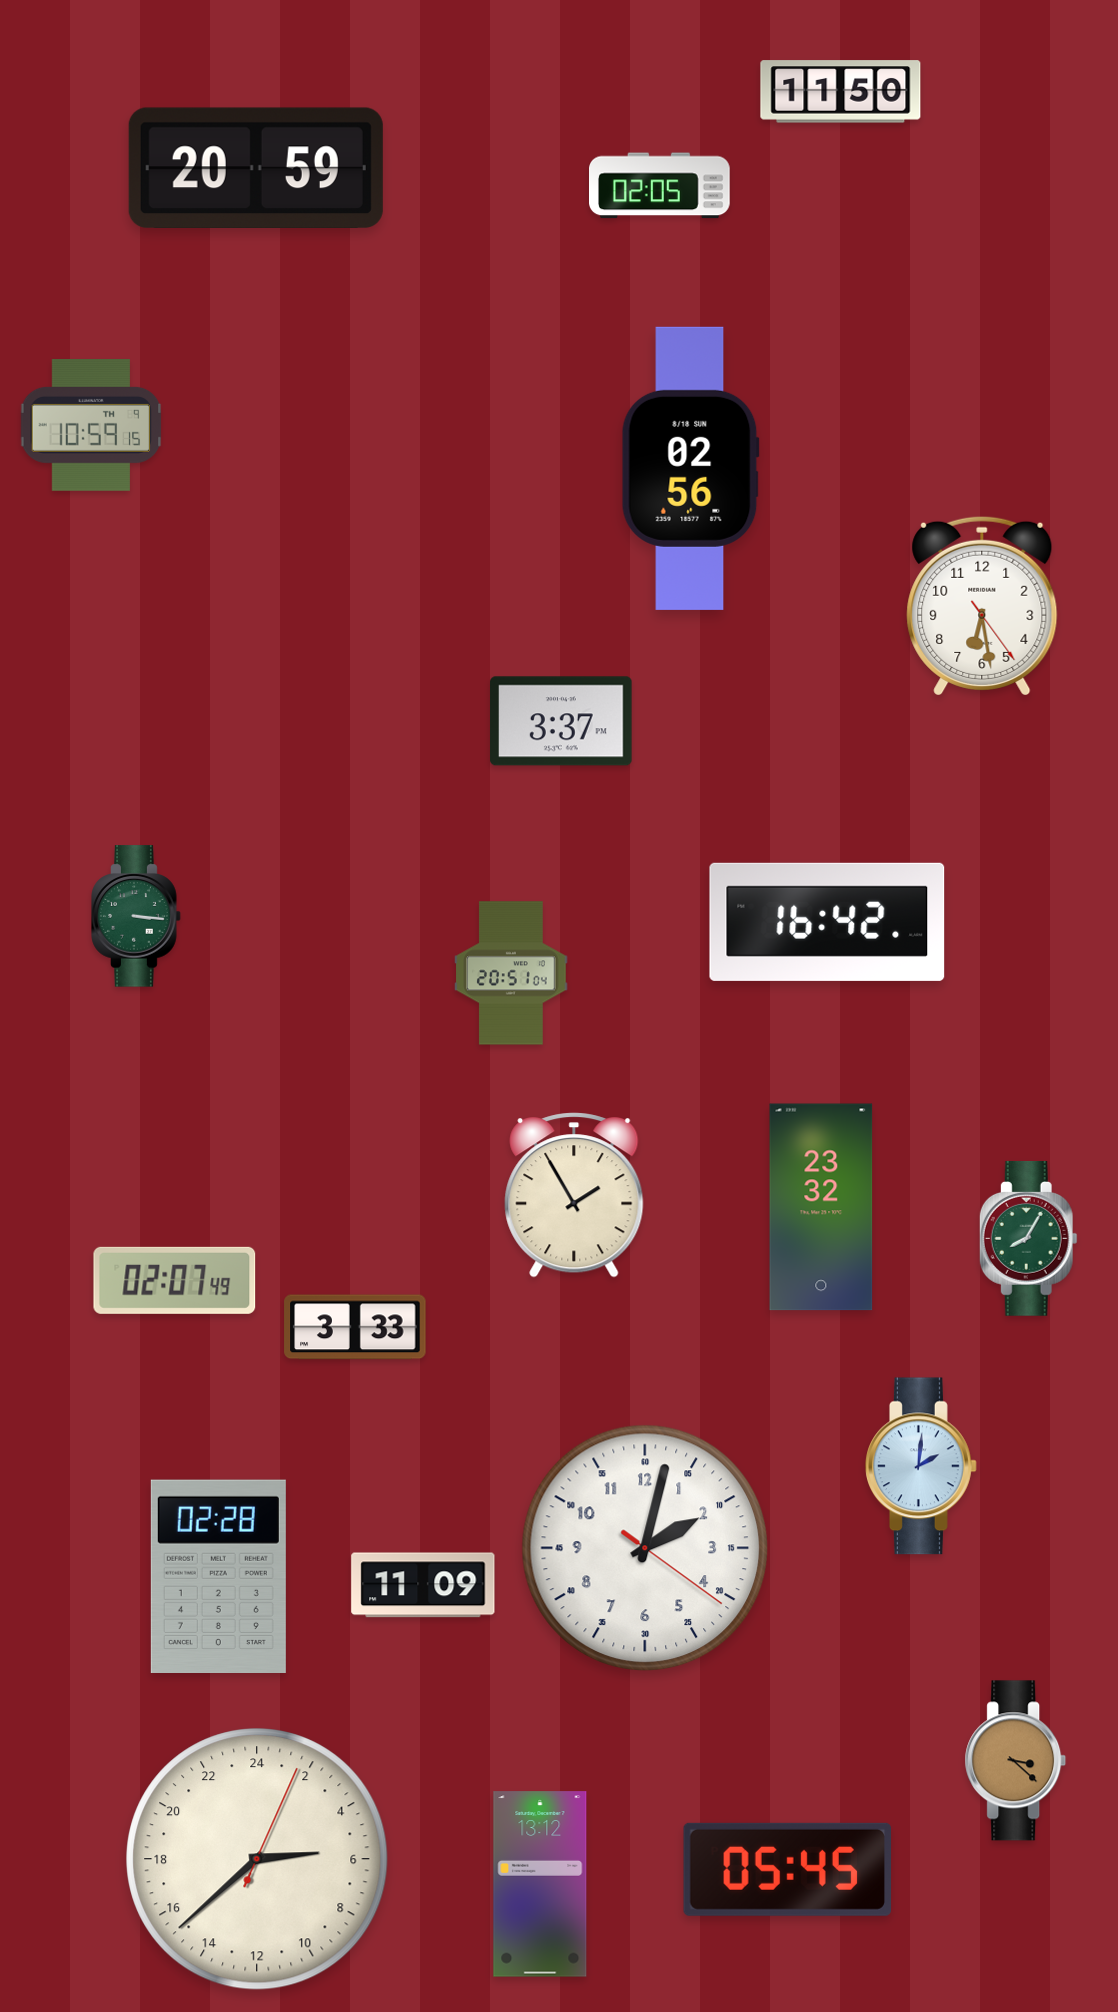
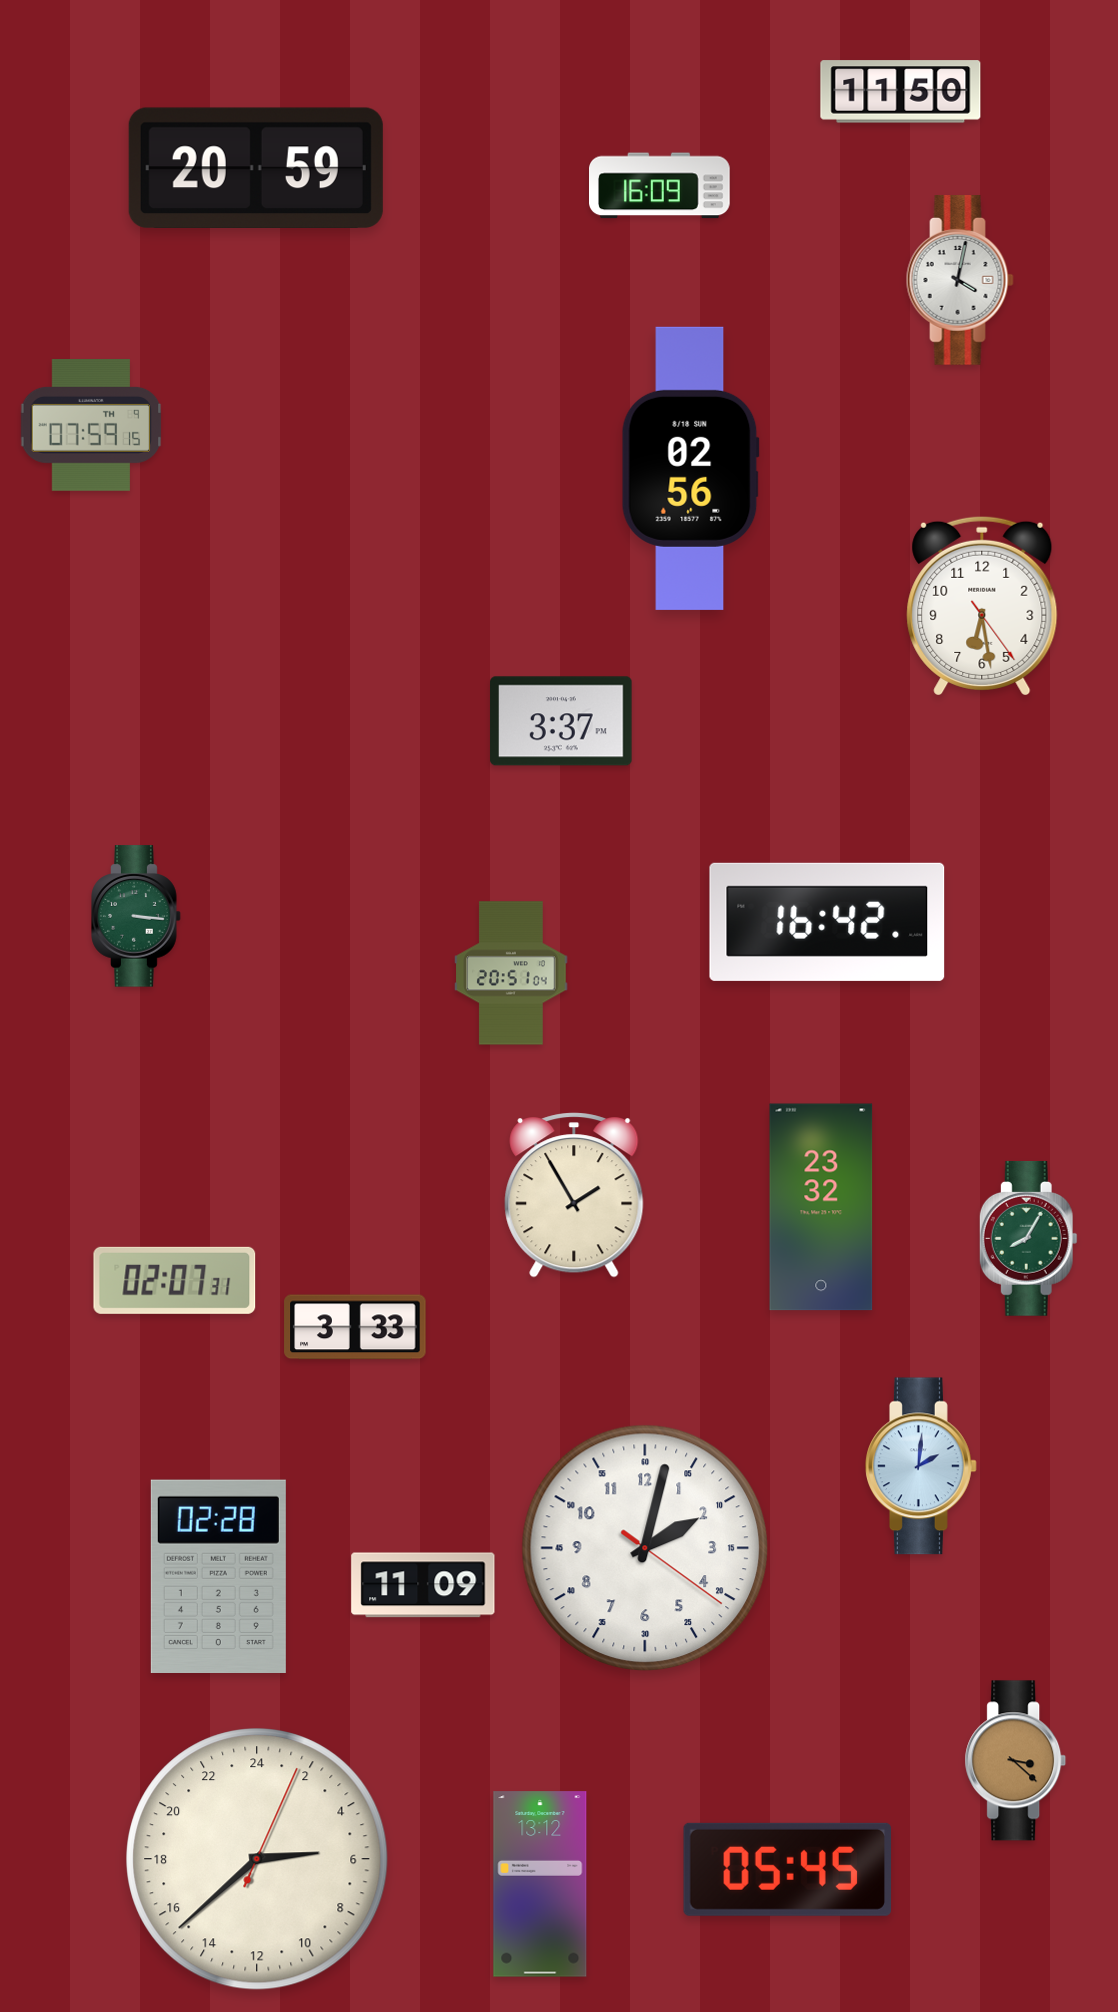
clock at (841, 92) position: (841, 92) -> (901, 92)
clock at (660, 186): 02:05 -> 16:09
clock at (960, 281): none -> 4:02
clock at (91, 426): 10:59 -> 07:59
clock at (175, 1280): 02:07:49 -> 02:07:31
